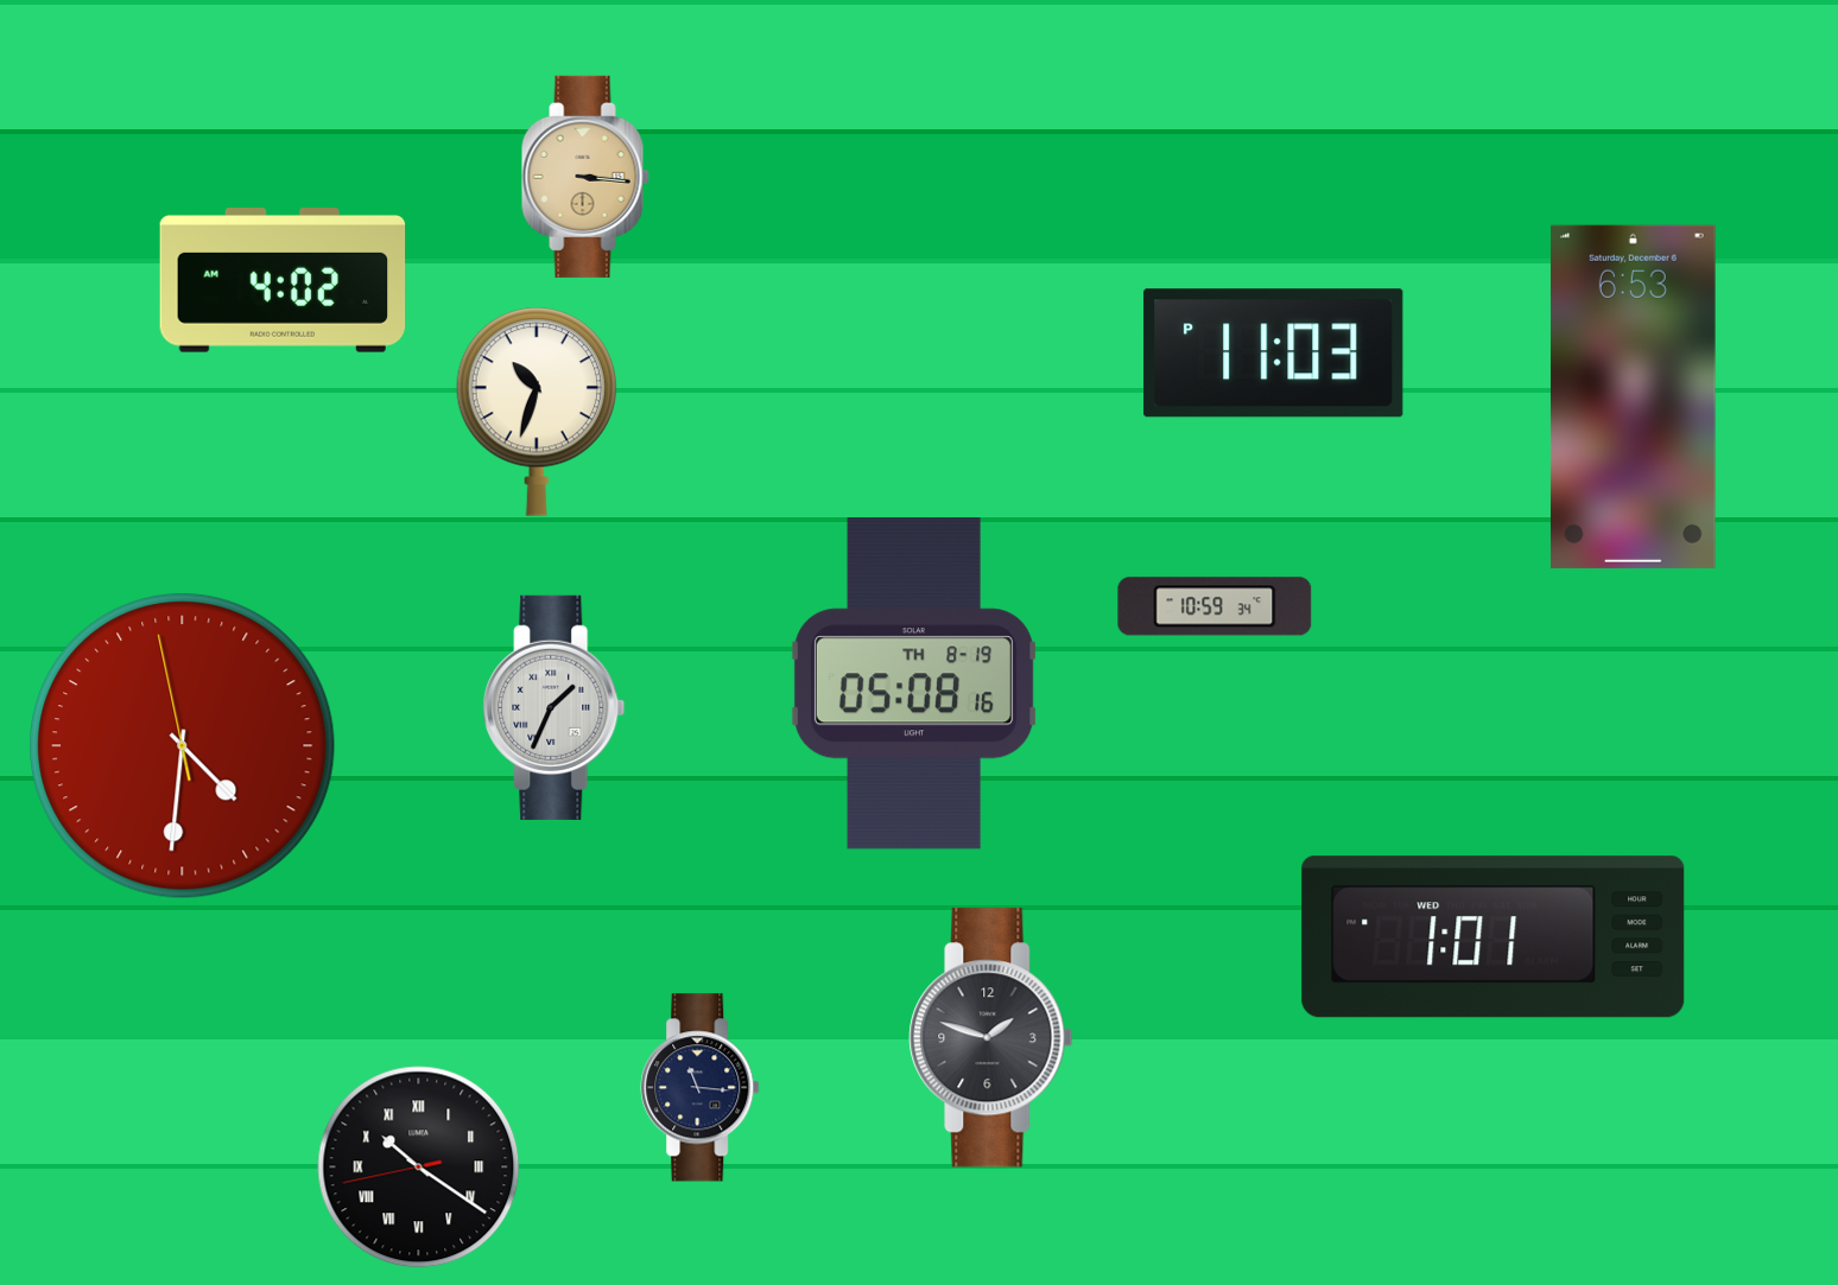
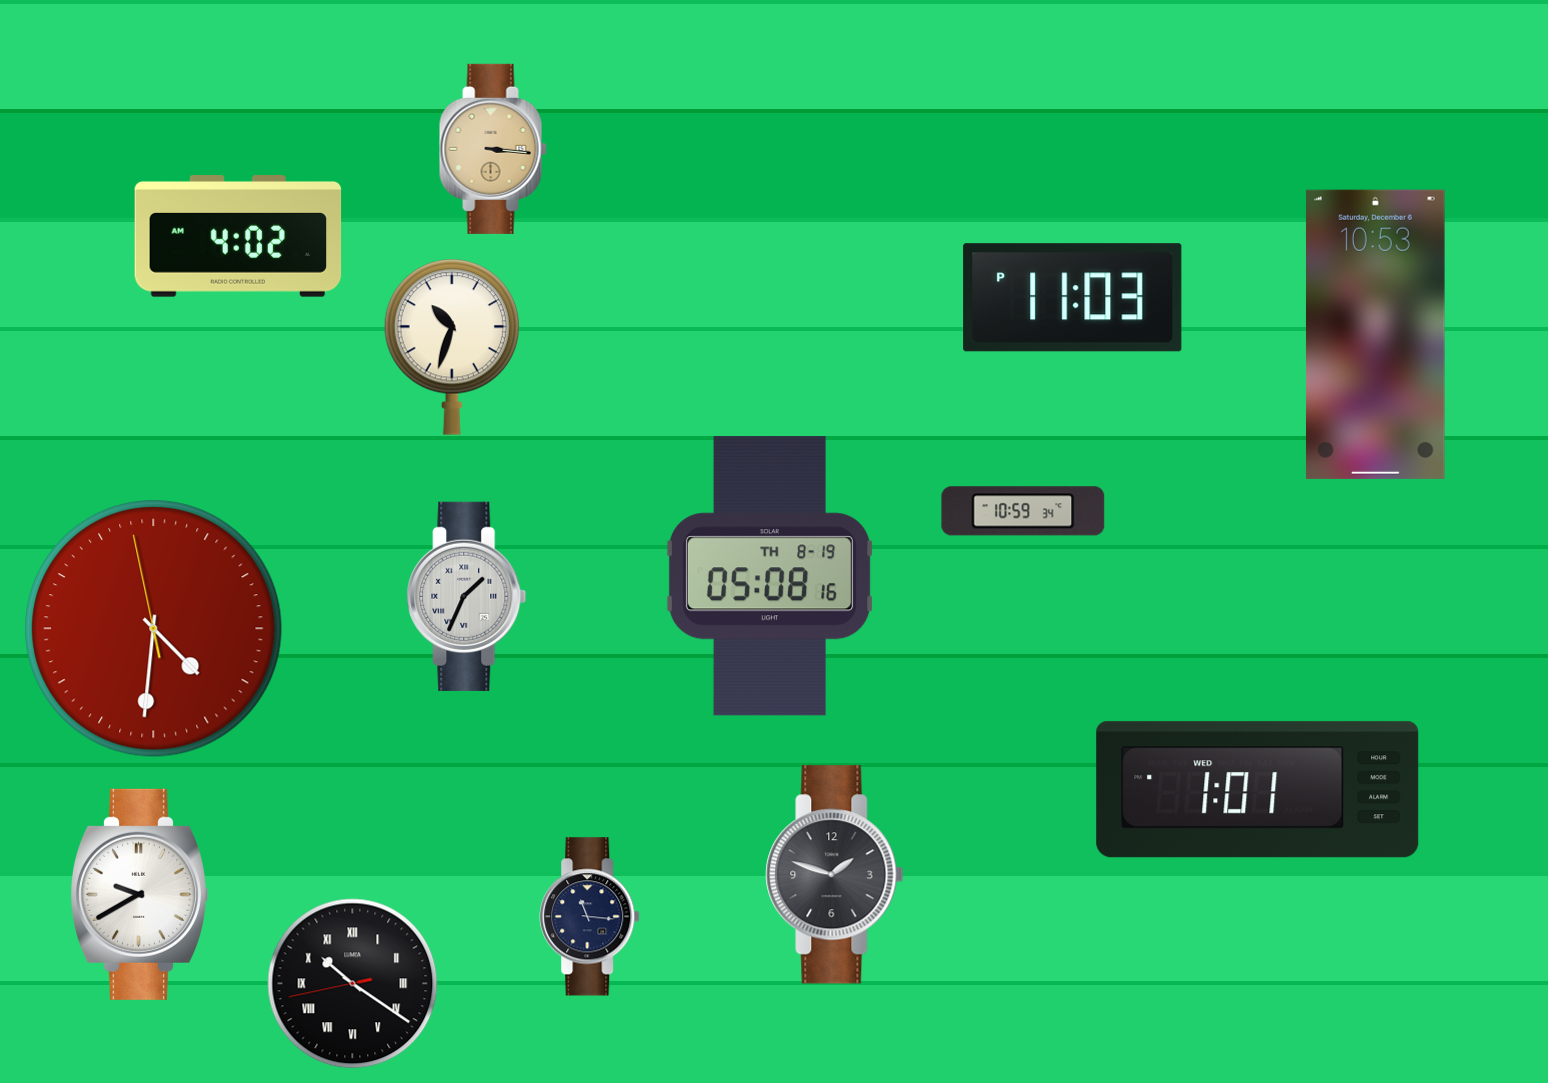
clock at (1633, 396): 6:53 -> 10:53
clock at (139, 894): none -> 9:40
